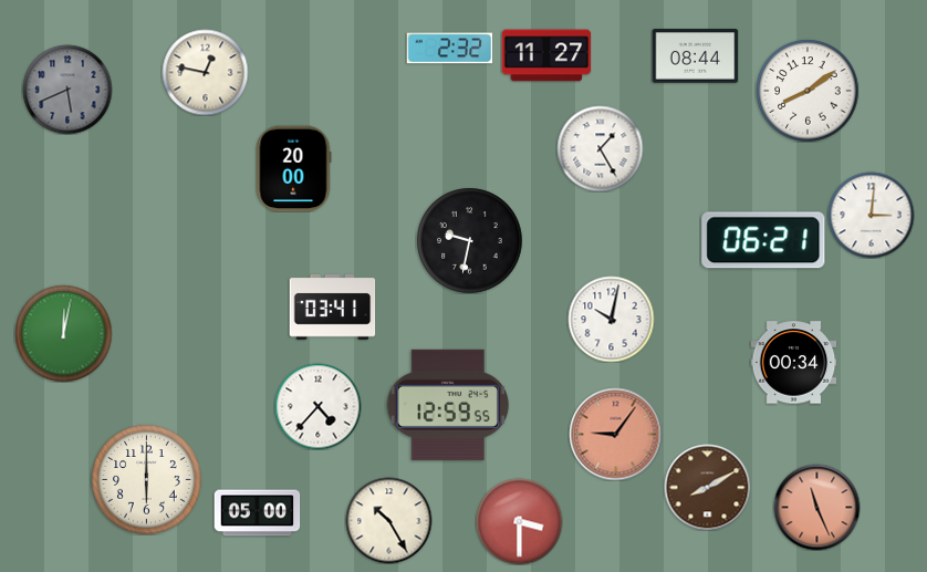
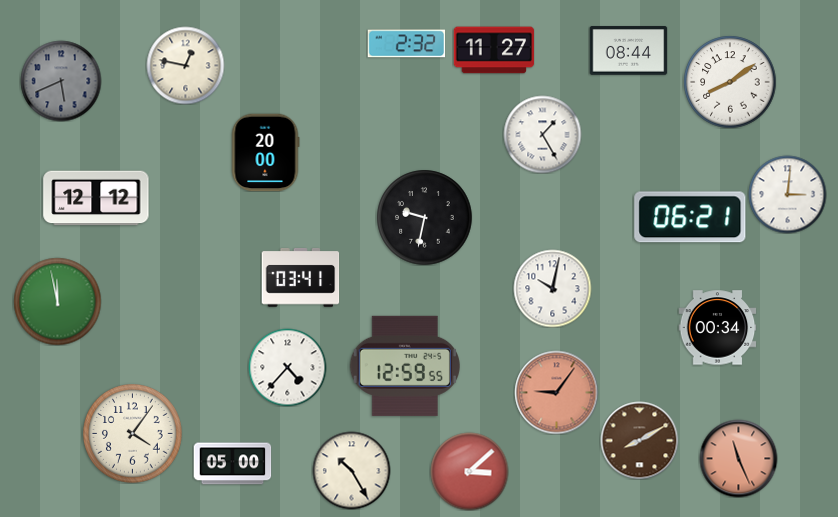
clock at (96, 198): none -> 12:12
clock at (63, 333): 12:02 -> 11:58
clock at (147, 480): 6:00 -> 4:06
clock at (519, 521): 3:30 -> 3:08
